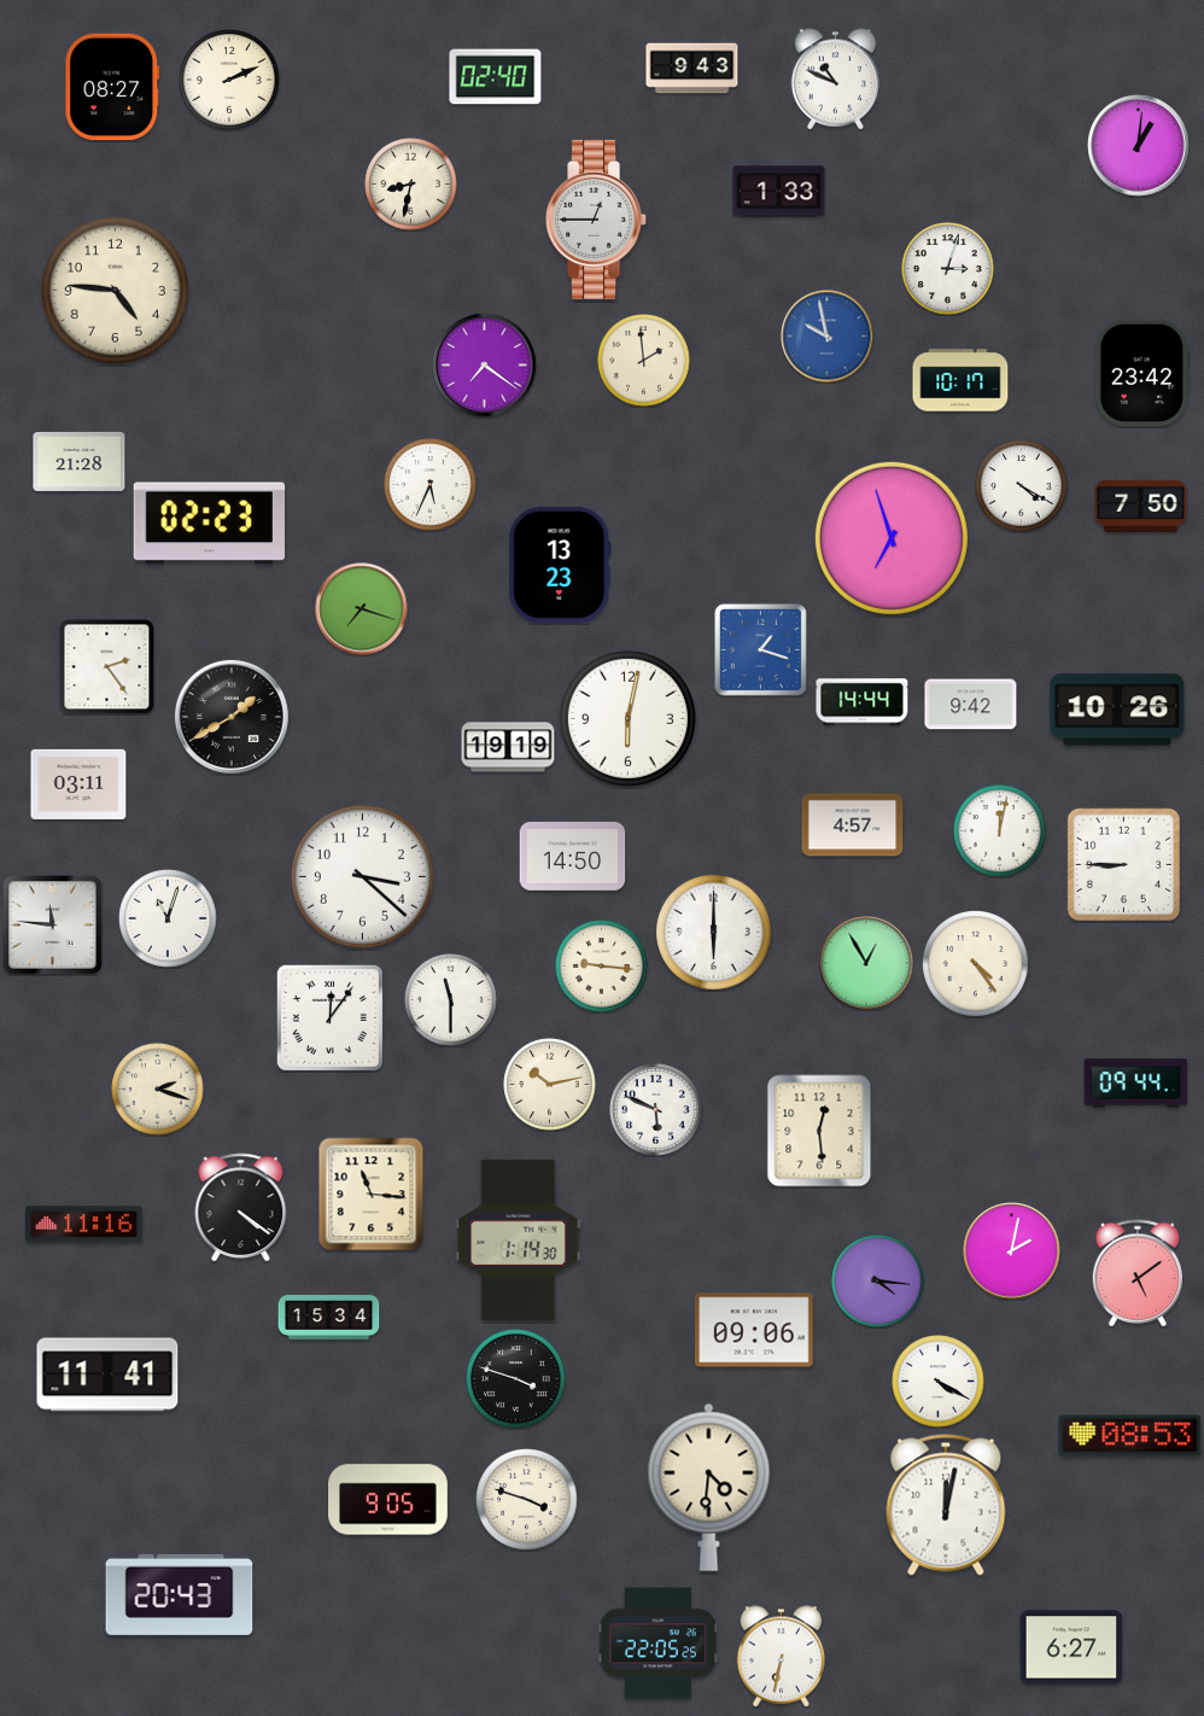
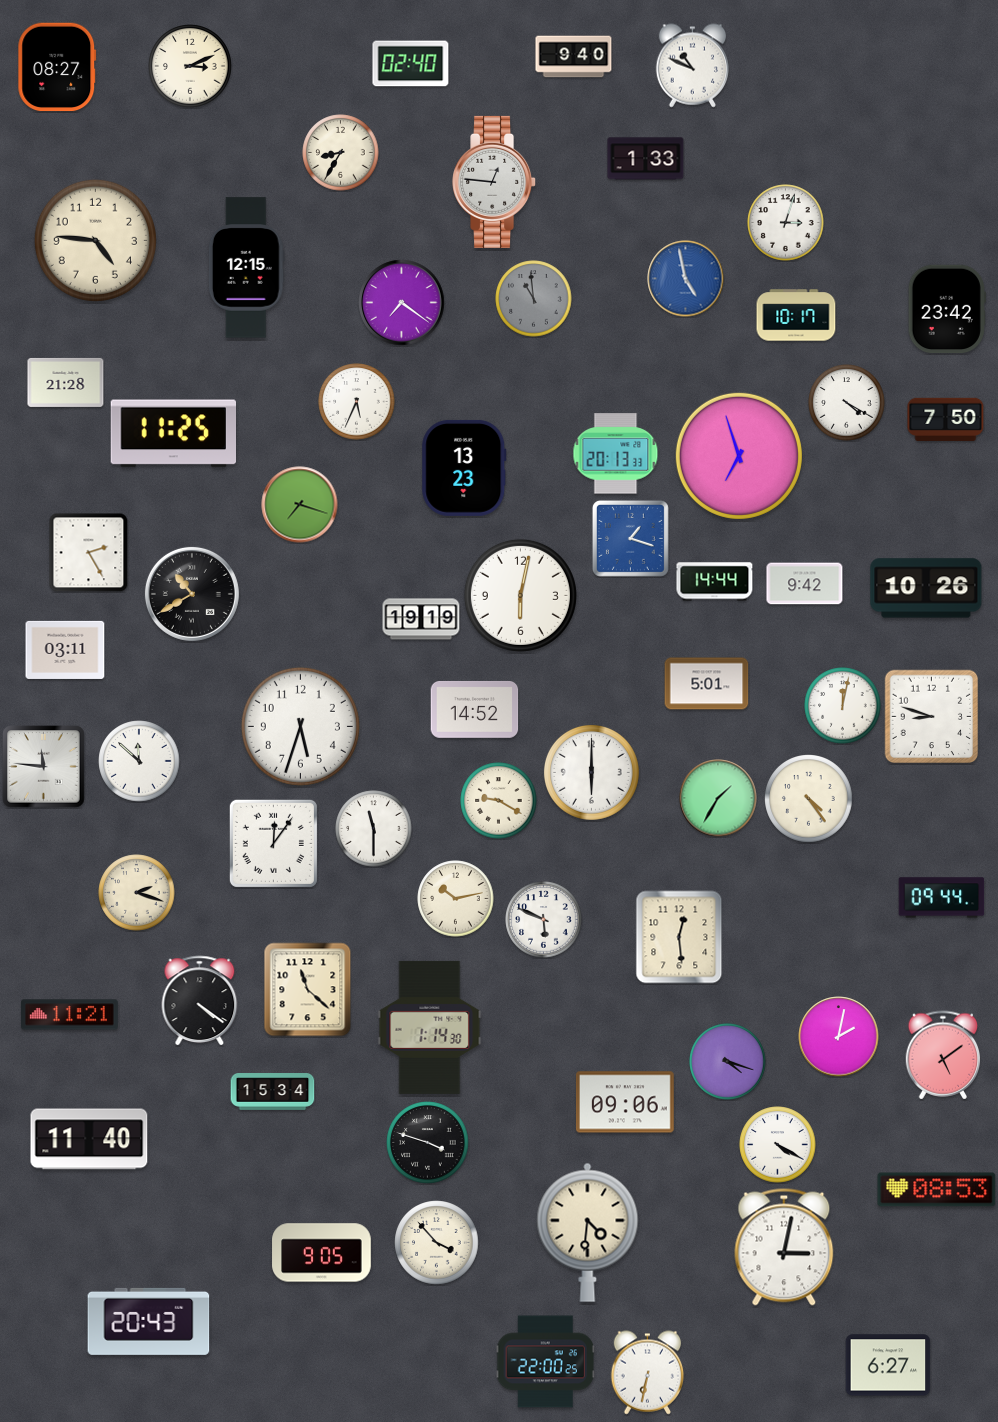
clock at (692, 69): 9:43 -> 9:40
clock at (229, 80): 2:11 -> 3:11
clock at (112, 87) position: (112, 87) -> (57, 67)
clock at (1139, 146): 1:01 -> none
clock at (411, 185): 8:32 -> 8:35
clock at (597, 220): 12:45 -> 12:46
clock at (246, 268): none -> 12:15
clock at (828, 337): 9:58 -> 4:58
clock at (644, 361): 1:59 -> 10:59
clock at (644, 361) dial: cream -> grey
clock at (209, 524): 02:23 -> 11:25
clock at (892, 538) position: (892, 538) -> (739, 456)
clock at (616, 454): none -> 20:13
clock at (107, 667): 2:24 -> 2:25
clock at (232, 717): 1:40 -> 10:40
clock at (853, 825): 4:57 -> 5:01
clock at (1000, 831) position: (1000, 831) -> (843, 706)
clock at (573, 856): 14:50 -> 14:52
clock at (1124, 865): 8:45 -> 8:48
clock at (362, 876): 3:22 -> 5:33
clock at (168, 918): 11:03 -> 11:52
clock at (866, 963): 12:55 -> 1:35
clock at (602, 967): 9:16 -> 9:20
clock at (158, 1090) position: (158, 1090) -> (137, 893)
clock at (372, 1195): 11:16 -> 11:22
clock at (83, 1225): 11:16 -> 11:21
clock at (878, 1282): 4:16 -> 4:18
clock at (107, 1374): 11:41 -> 11:40
clock at (388, 1500) position: (388, 1500) -> (322, 1253)
clock at (527, 1500): 3:48 -> 3:53
clock at (946, 1505): 12:02 -> 3:02
clock at (657, 1644): 22:05 -> 22:00
